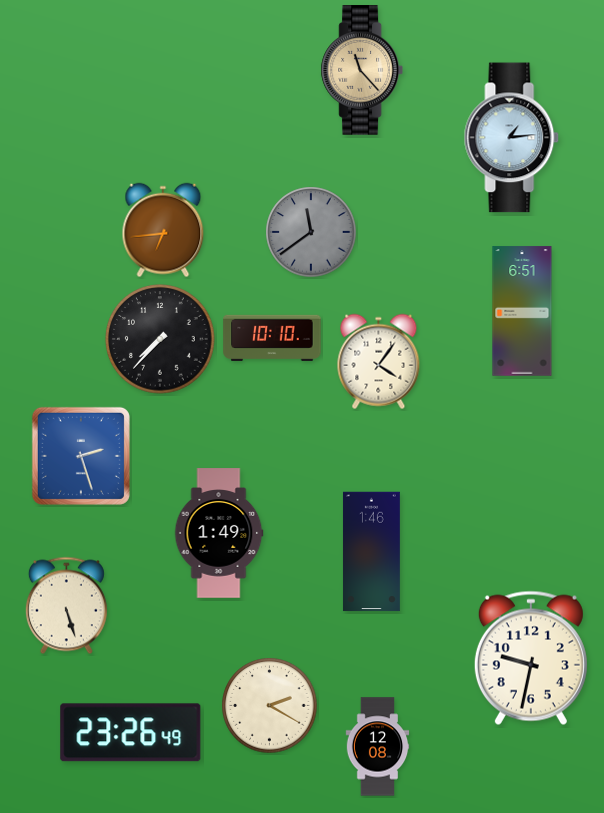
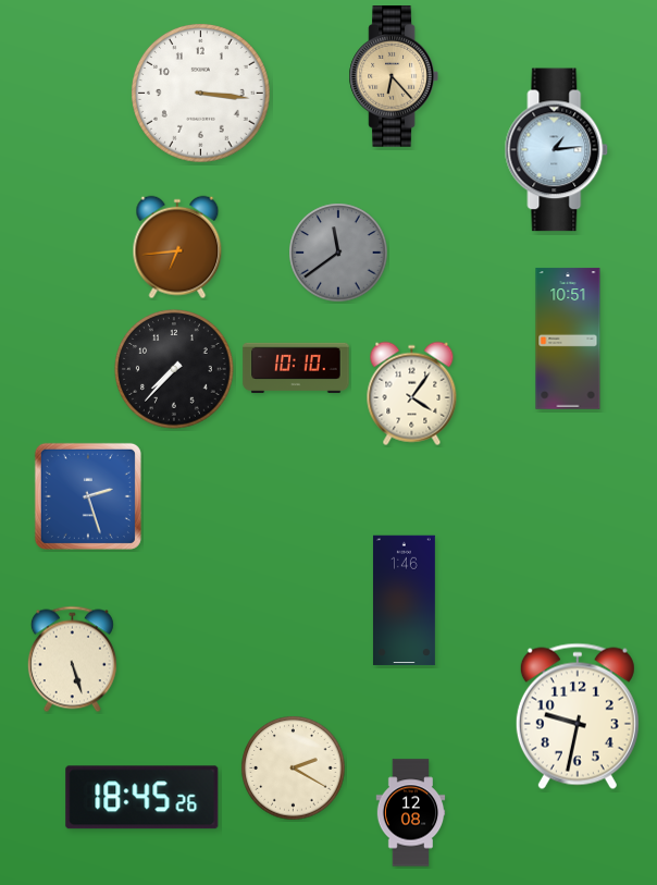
clock at (361, 70): 11:23 -> 6:23
clock at (201, 94): none -> 3:16
clock at (163, 230) position: (163, 230) -> (177, 247)
clock at (522, 311): 6:51 -> 10:51
clock at (219, 533): 1:49 -> none
clock at (131, 733): 23:26 -> 18:45
